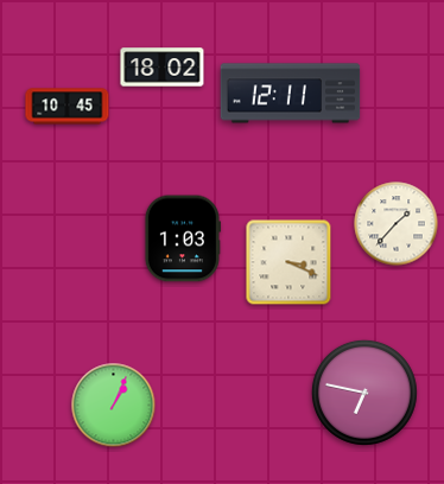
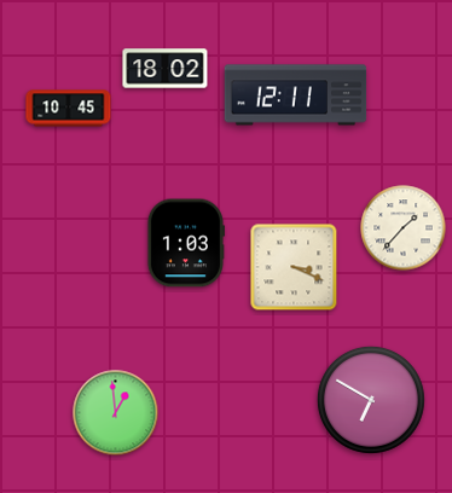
clock at (364, 393): 6:47 -> 6:50
clock at (114, 406): 1:04 -> 12:59
